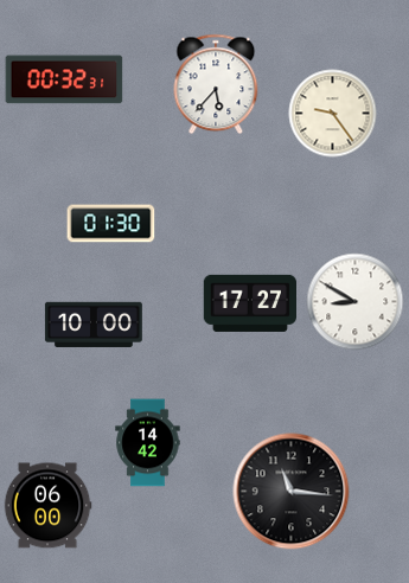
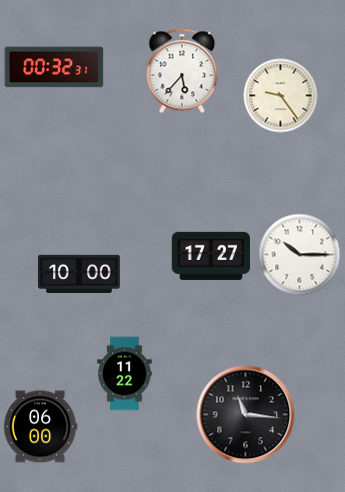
clock at (111, 224): 01:30 -> none
clock at (356, 302): 8:50 -> 10:15
clock at (148, 443): 14:42 -> 11:22
